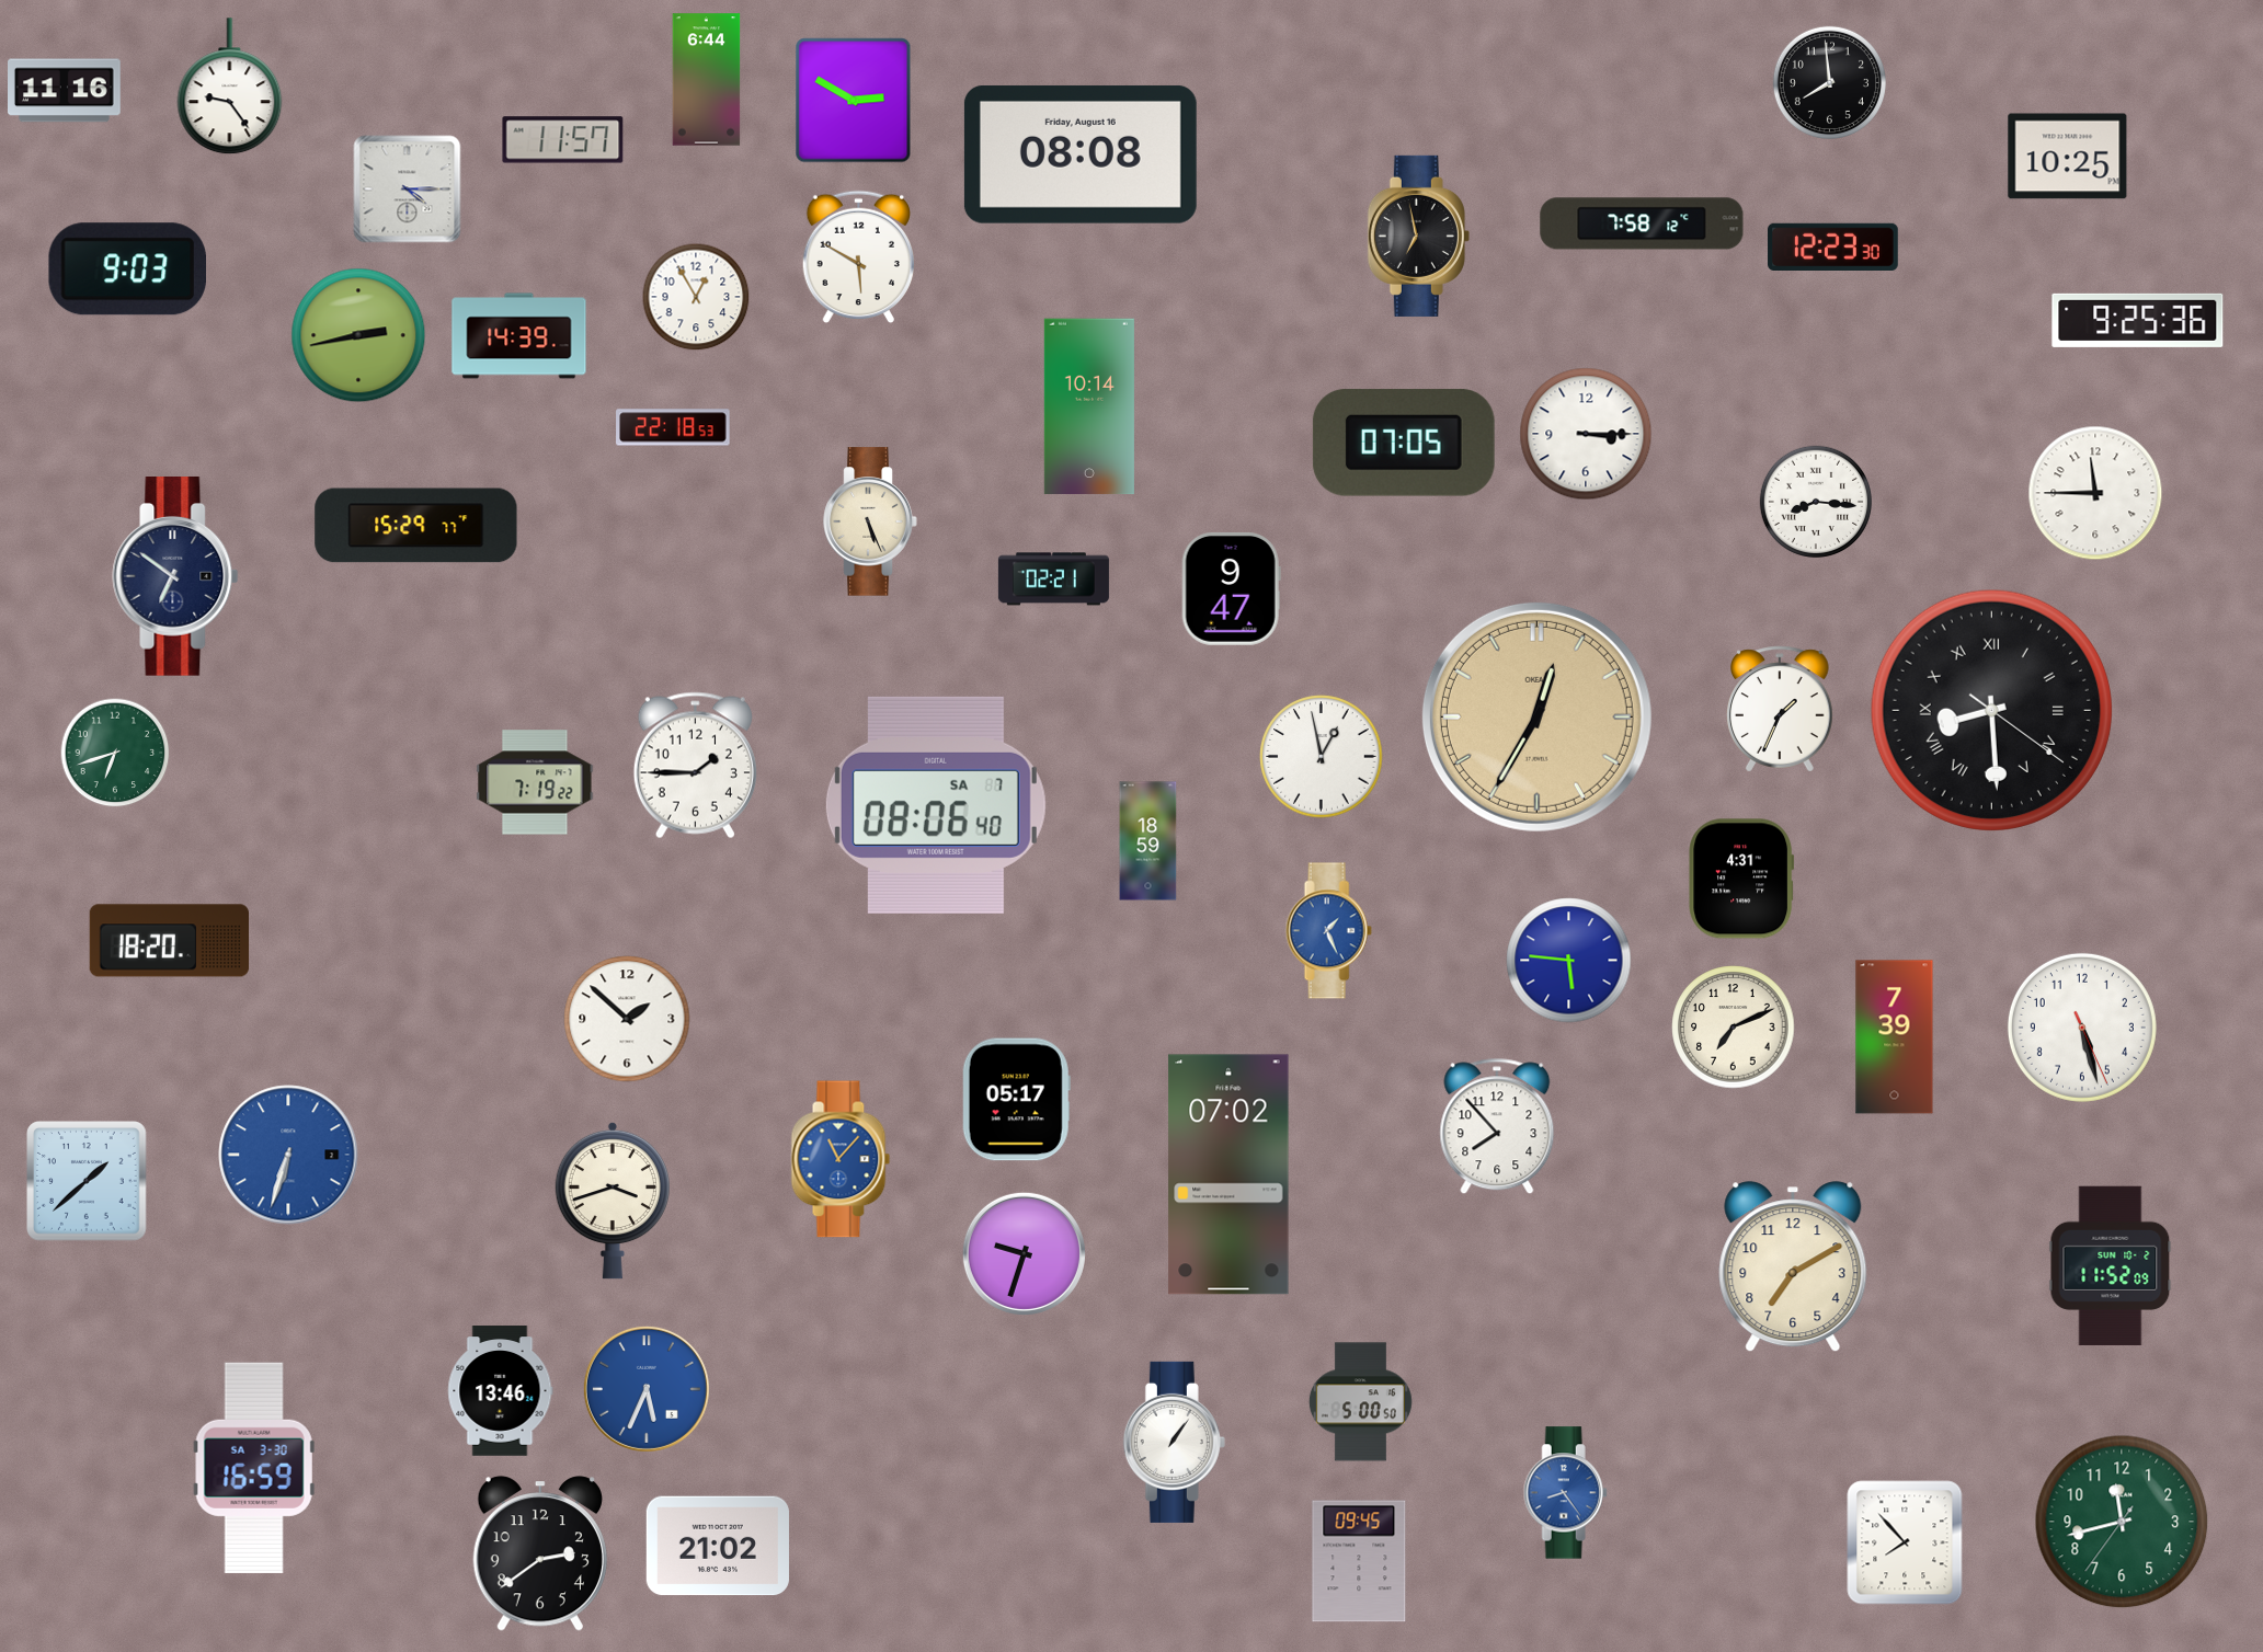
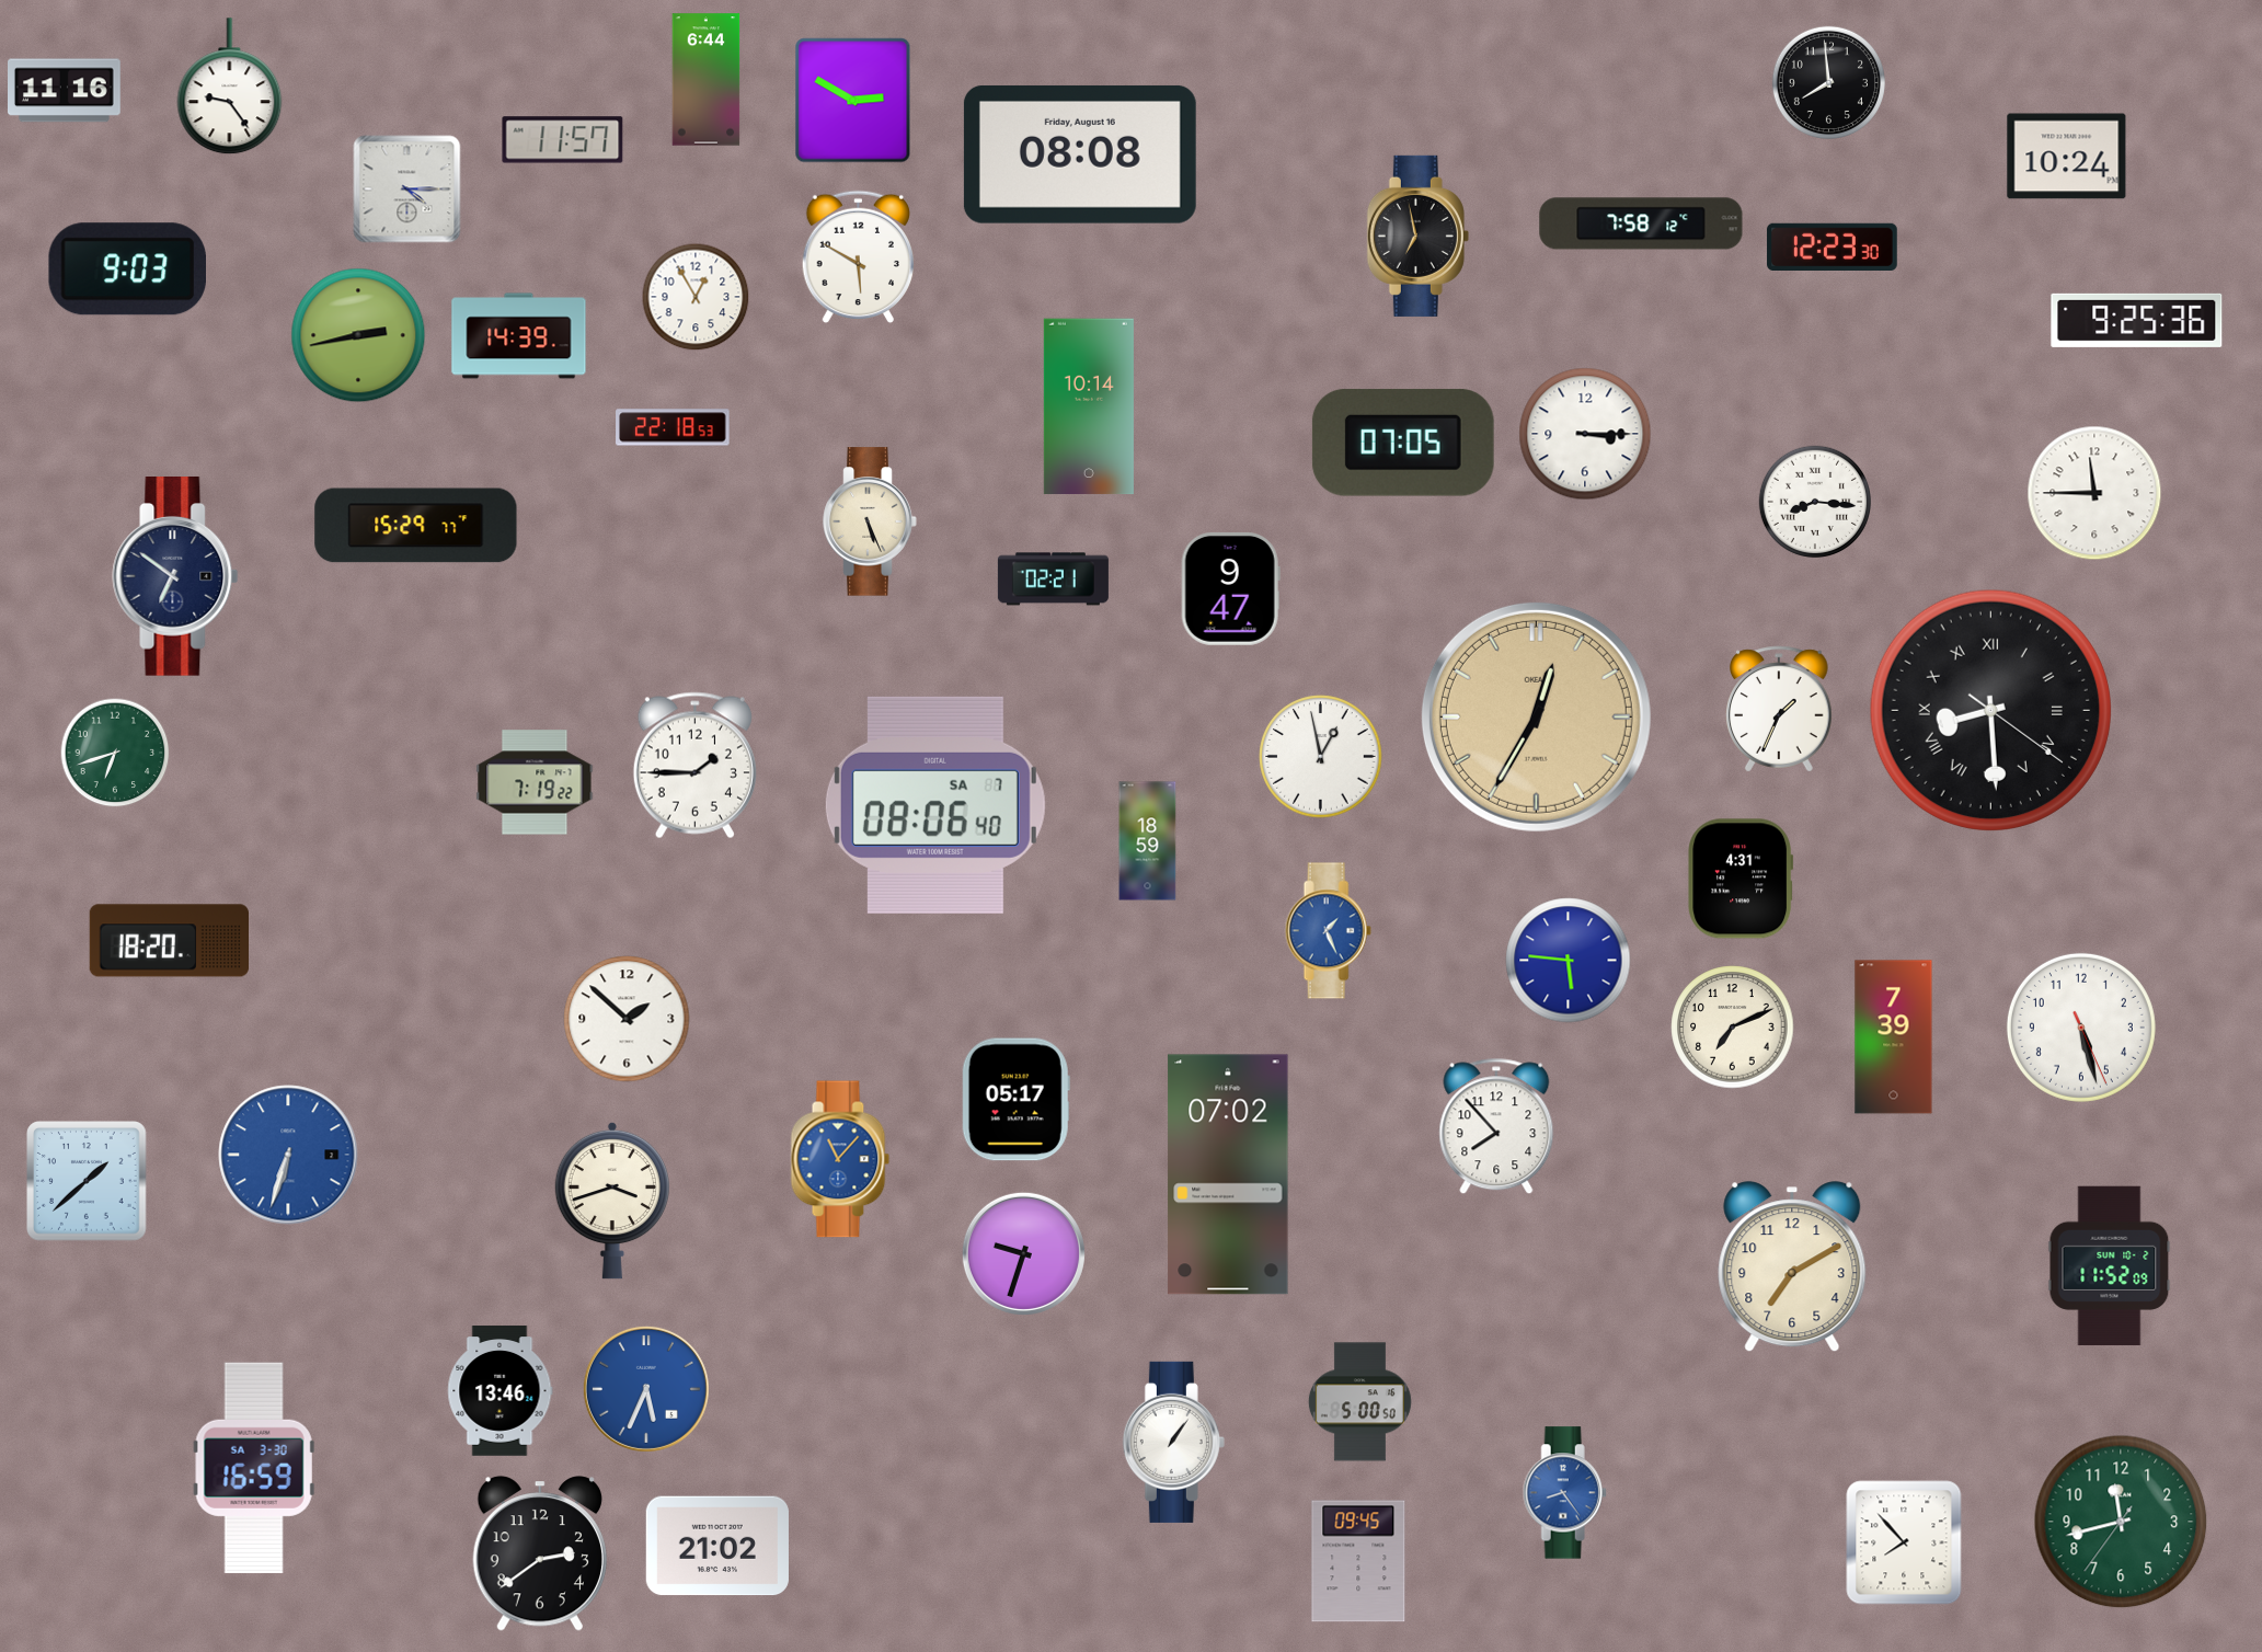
clock at (2068, 157): 10:25 -> 10:24
